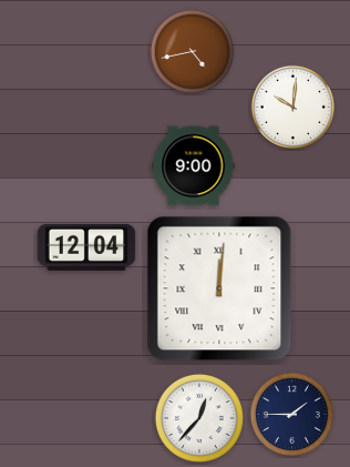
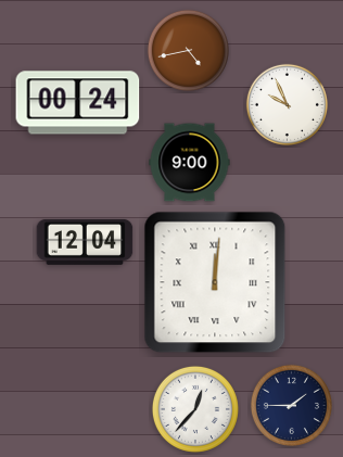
clock at (78, 103): none -> 00:24
clock at (292, 106): 10:01 -> 9:56
clock at (291, 414) position: (291, 414) -> (291, 405)
